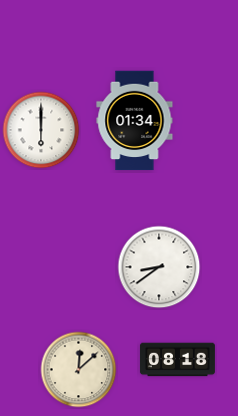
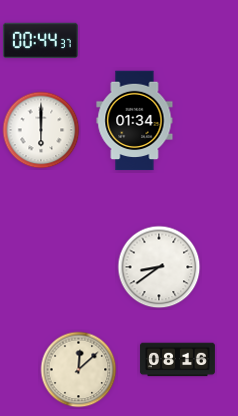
clock at (40, 41): none -> 00:44
clock at (177, 360): 08:18 -> 08:16
